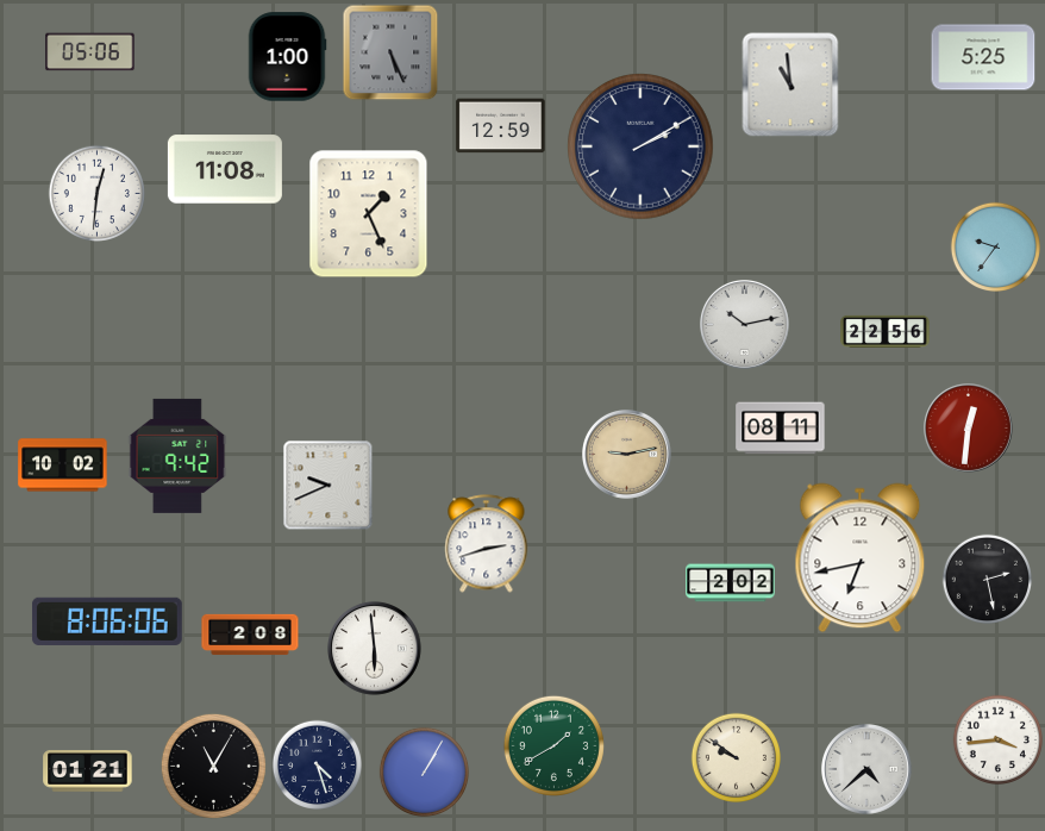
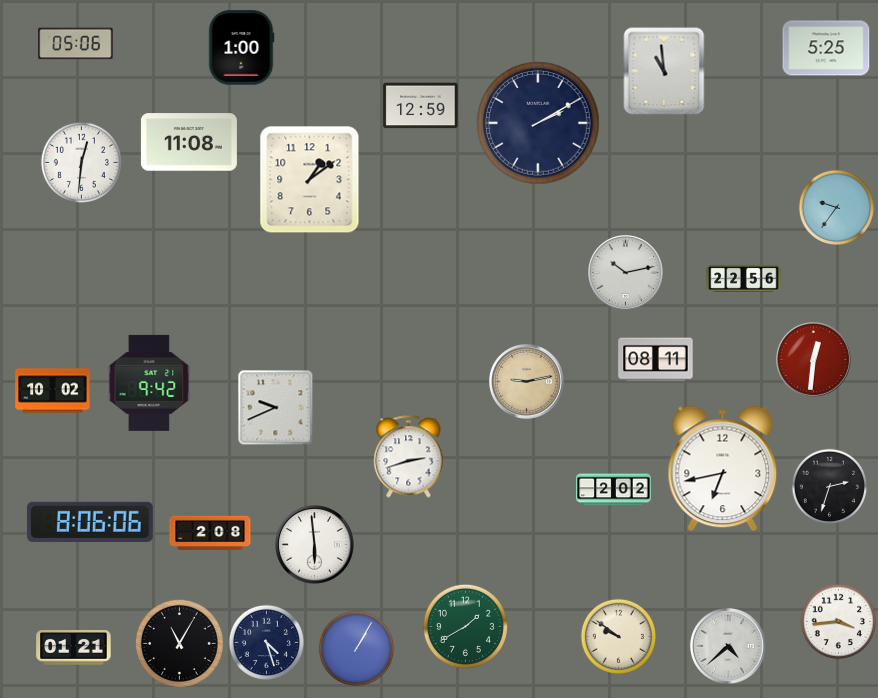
clock at (390, 52): 5:26 -> none
clock at (369, 214): 1:26 -> 1:09
clock at (987, 579): 2:28 -> 2:33
